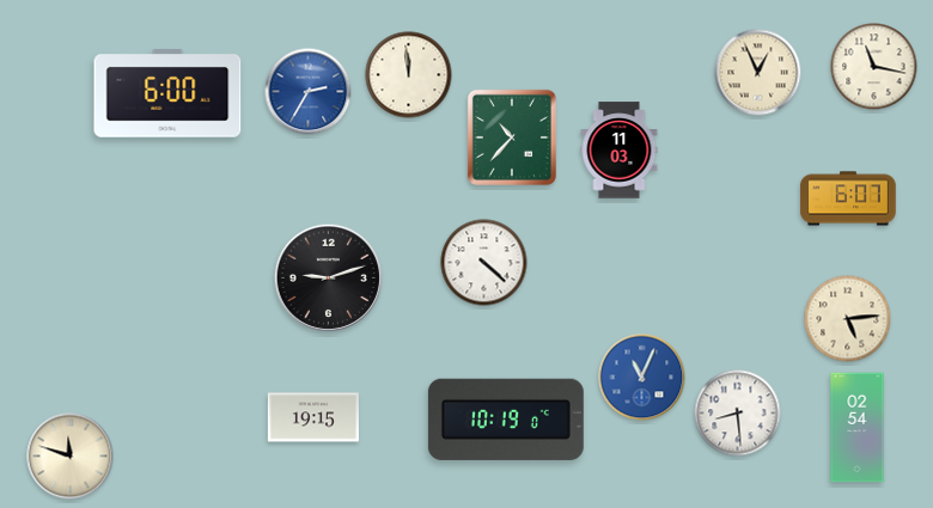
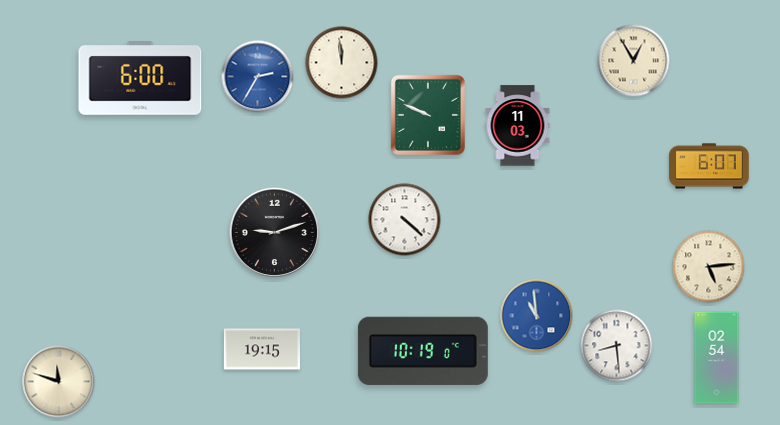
clock at (874, 67): 11:17 -> none
clock at (758, 73): 12:56 -> 12:55
clock at (512, 137): 10:37 -> 9:49
clock at (642, 378): 11:04 -> 10:59
